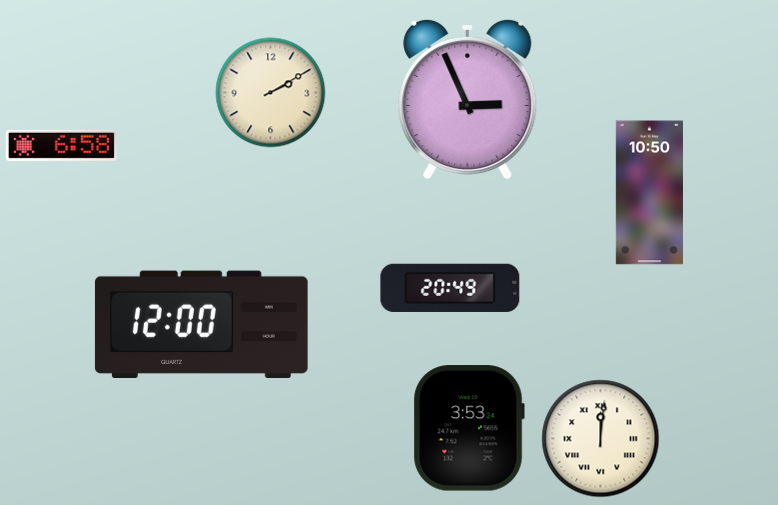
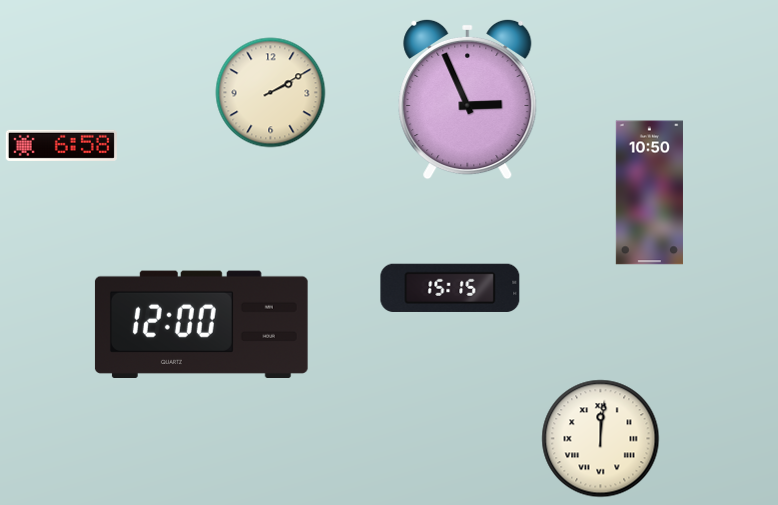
clock at (450, 288): 20:49 -> 15:15
clock at (469, 428): 3:53 -> none
